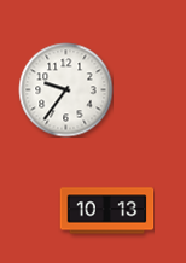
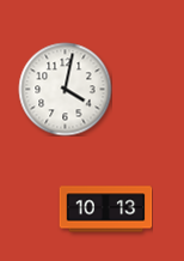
clock at (65, 89): 9:36 -> 4:02
